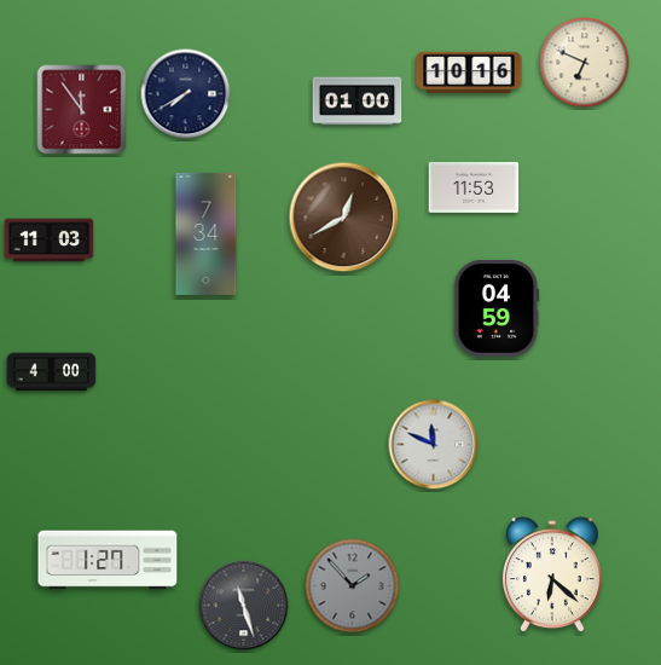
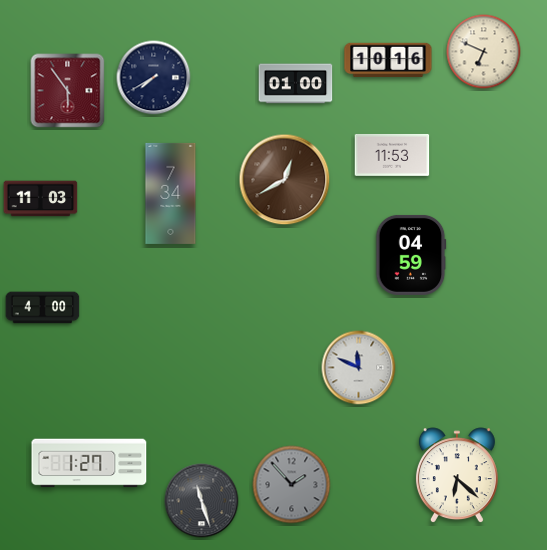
clock at (82, 110): 11:54 -> 5:54
